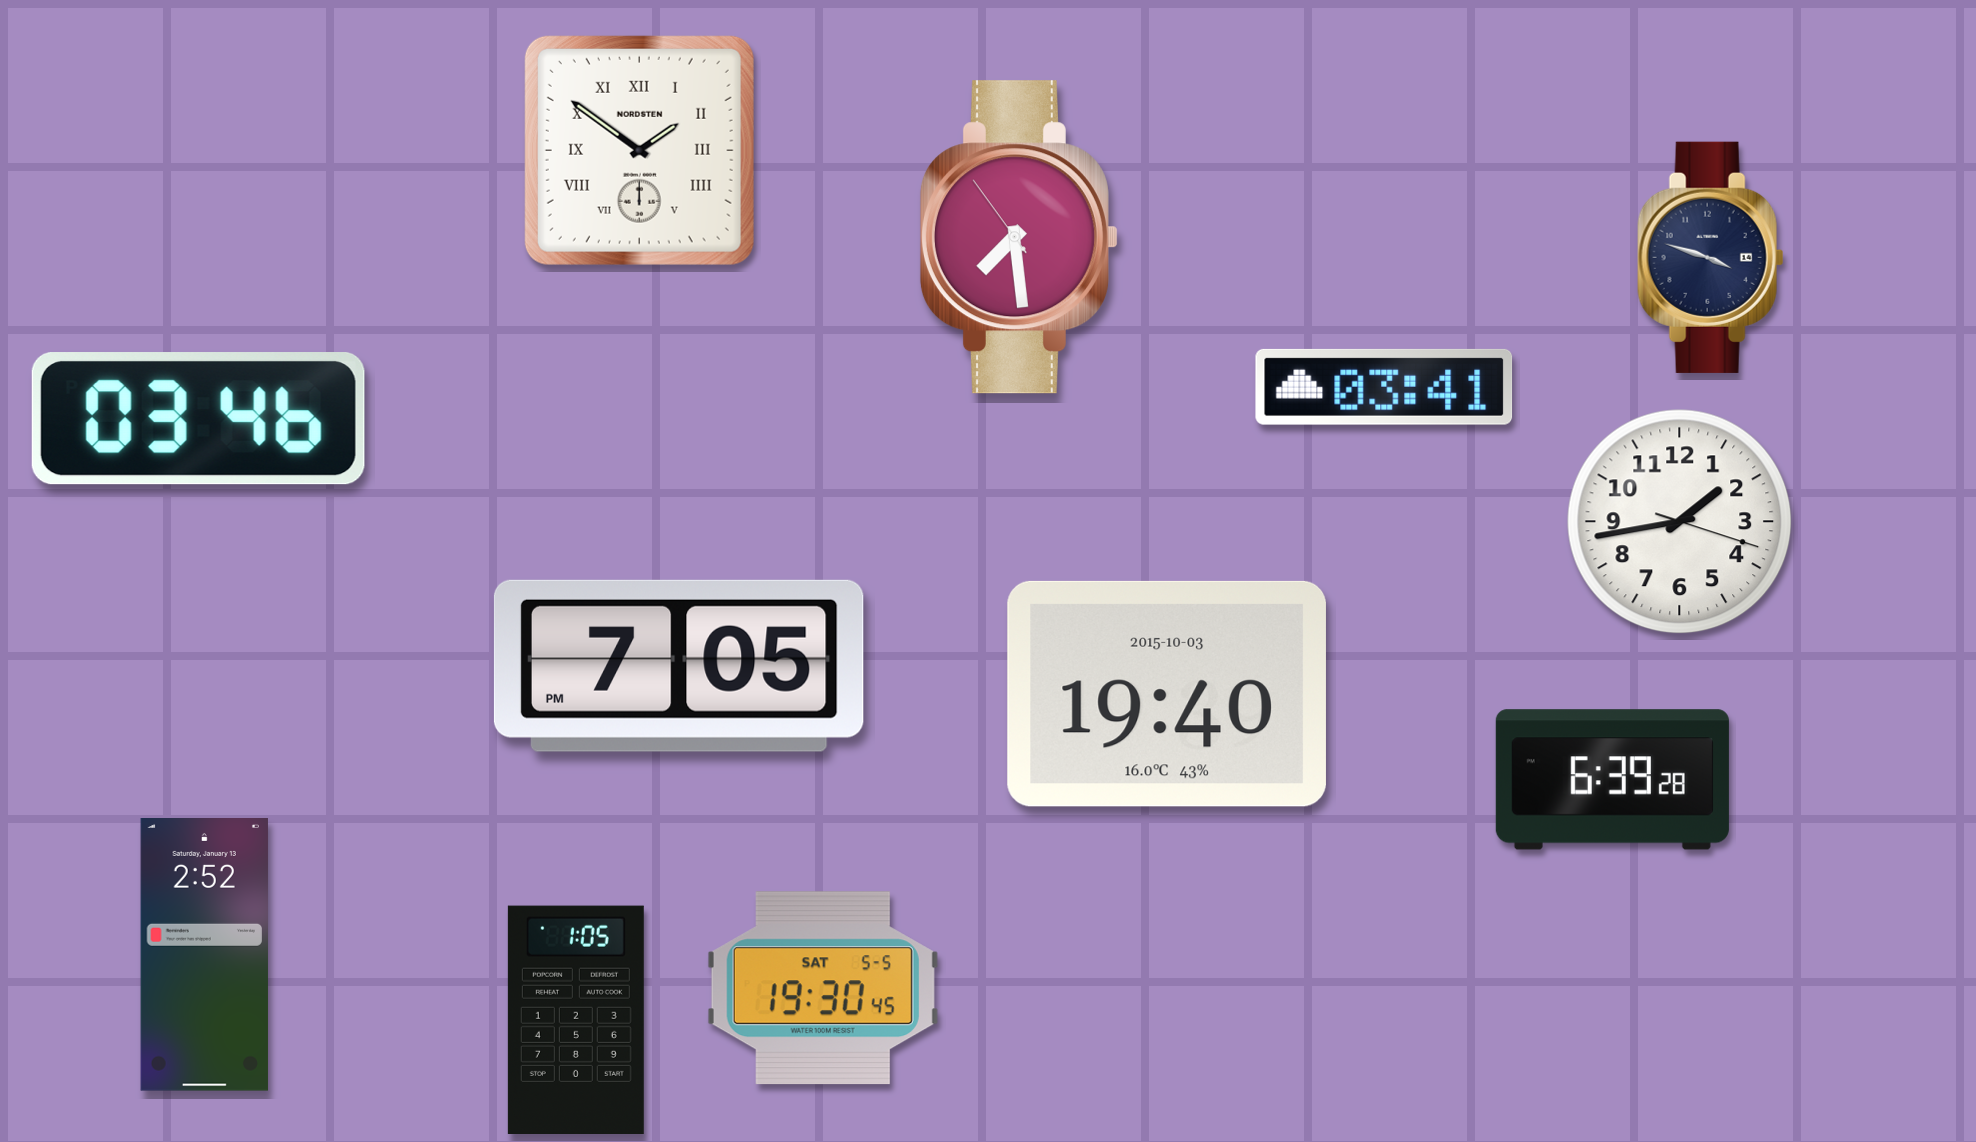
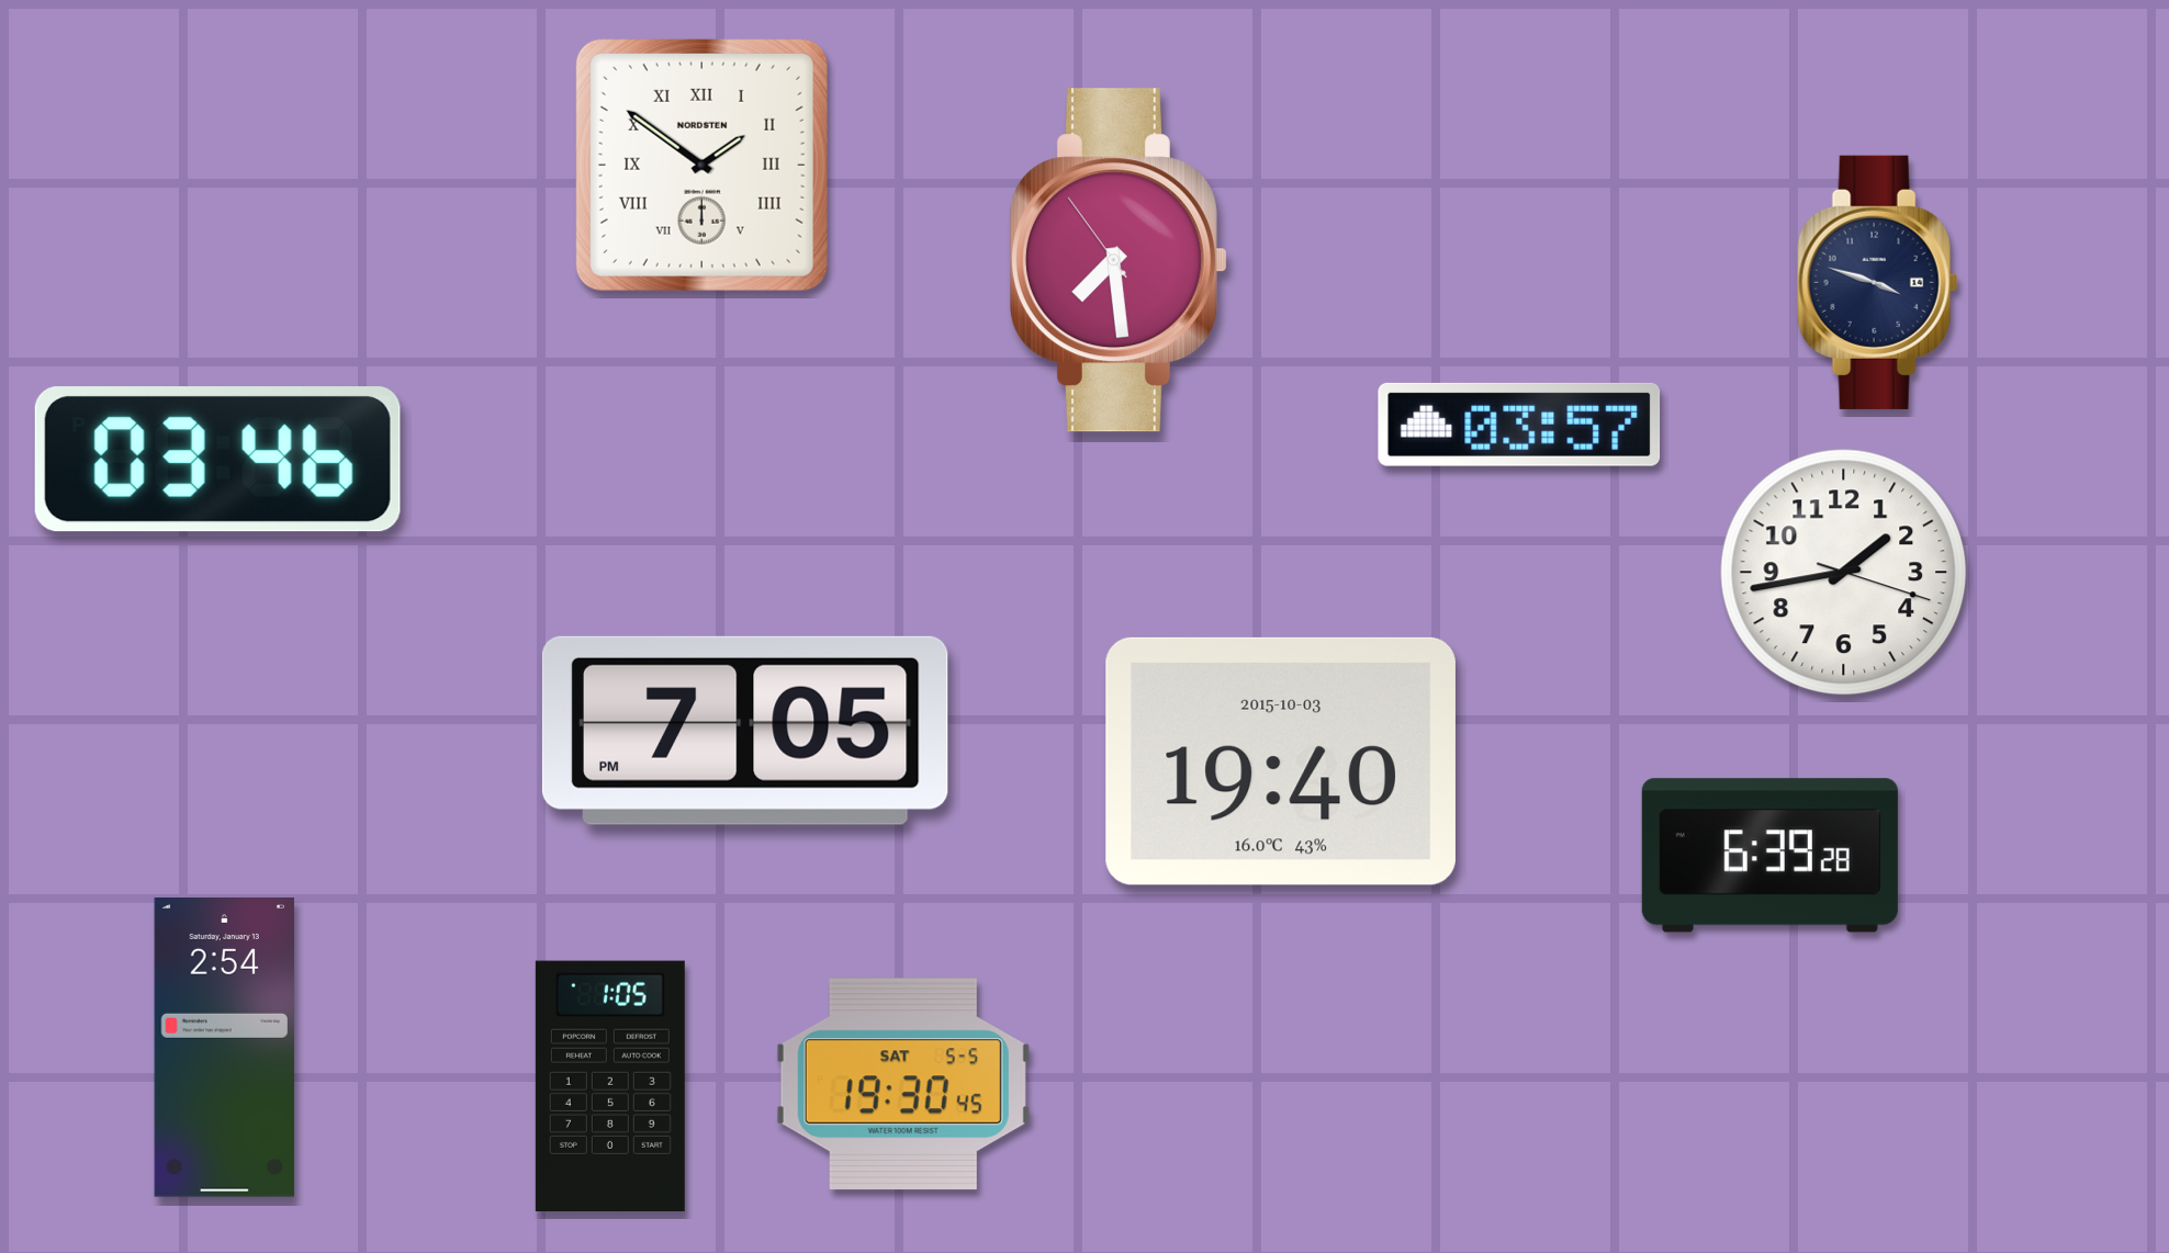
clock at (1384, 387): 03:41 -> 03:57
clock at (204, 955): 2:52 -> 2:54
clock at (576, 1019) position: (576, 1019) -> (610, 1085)
